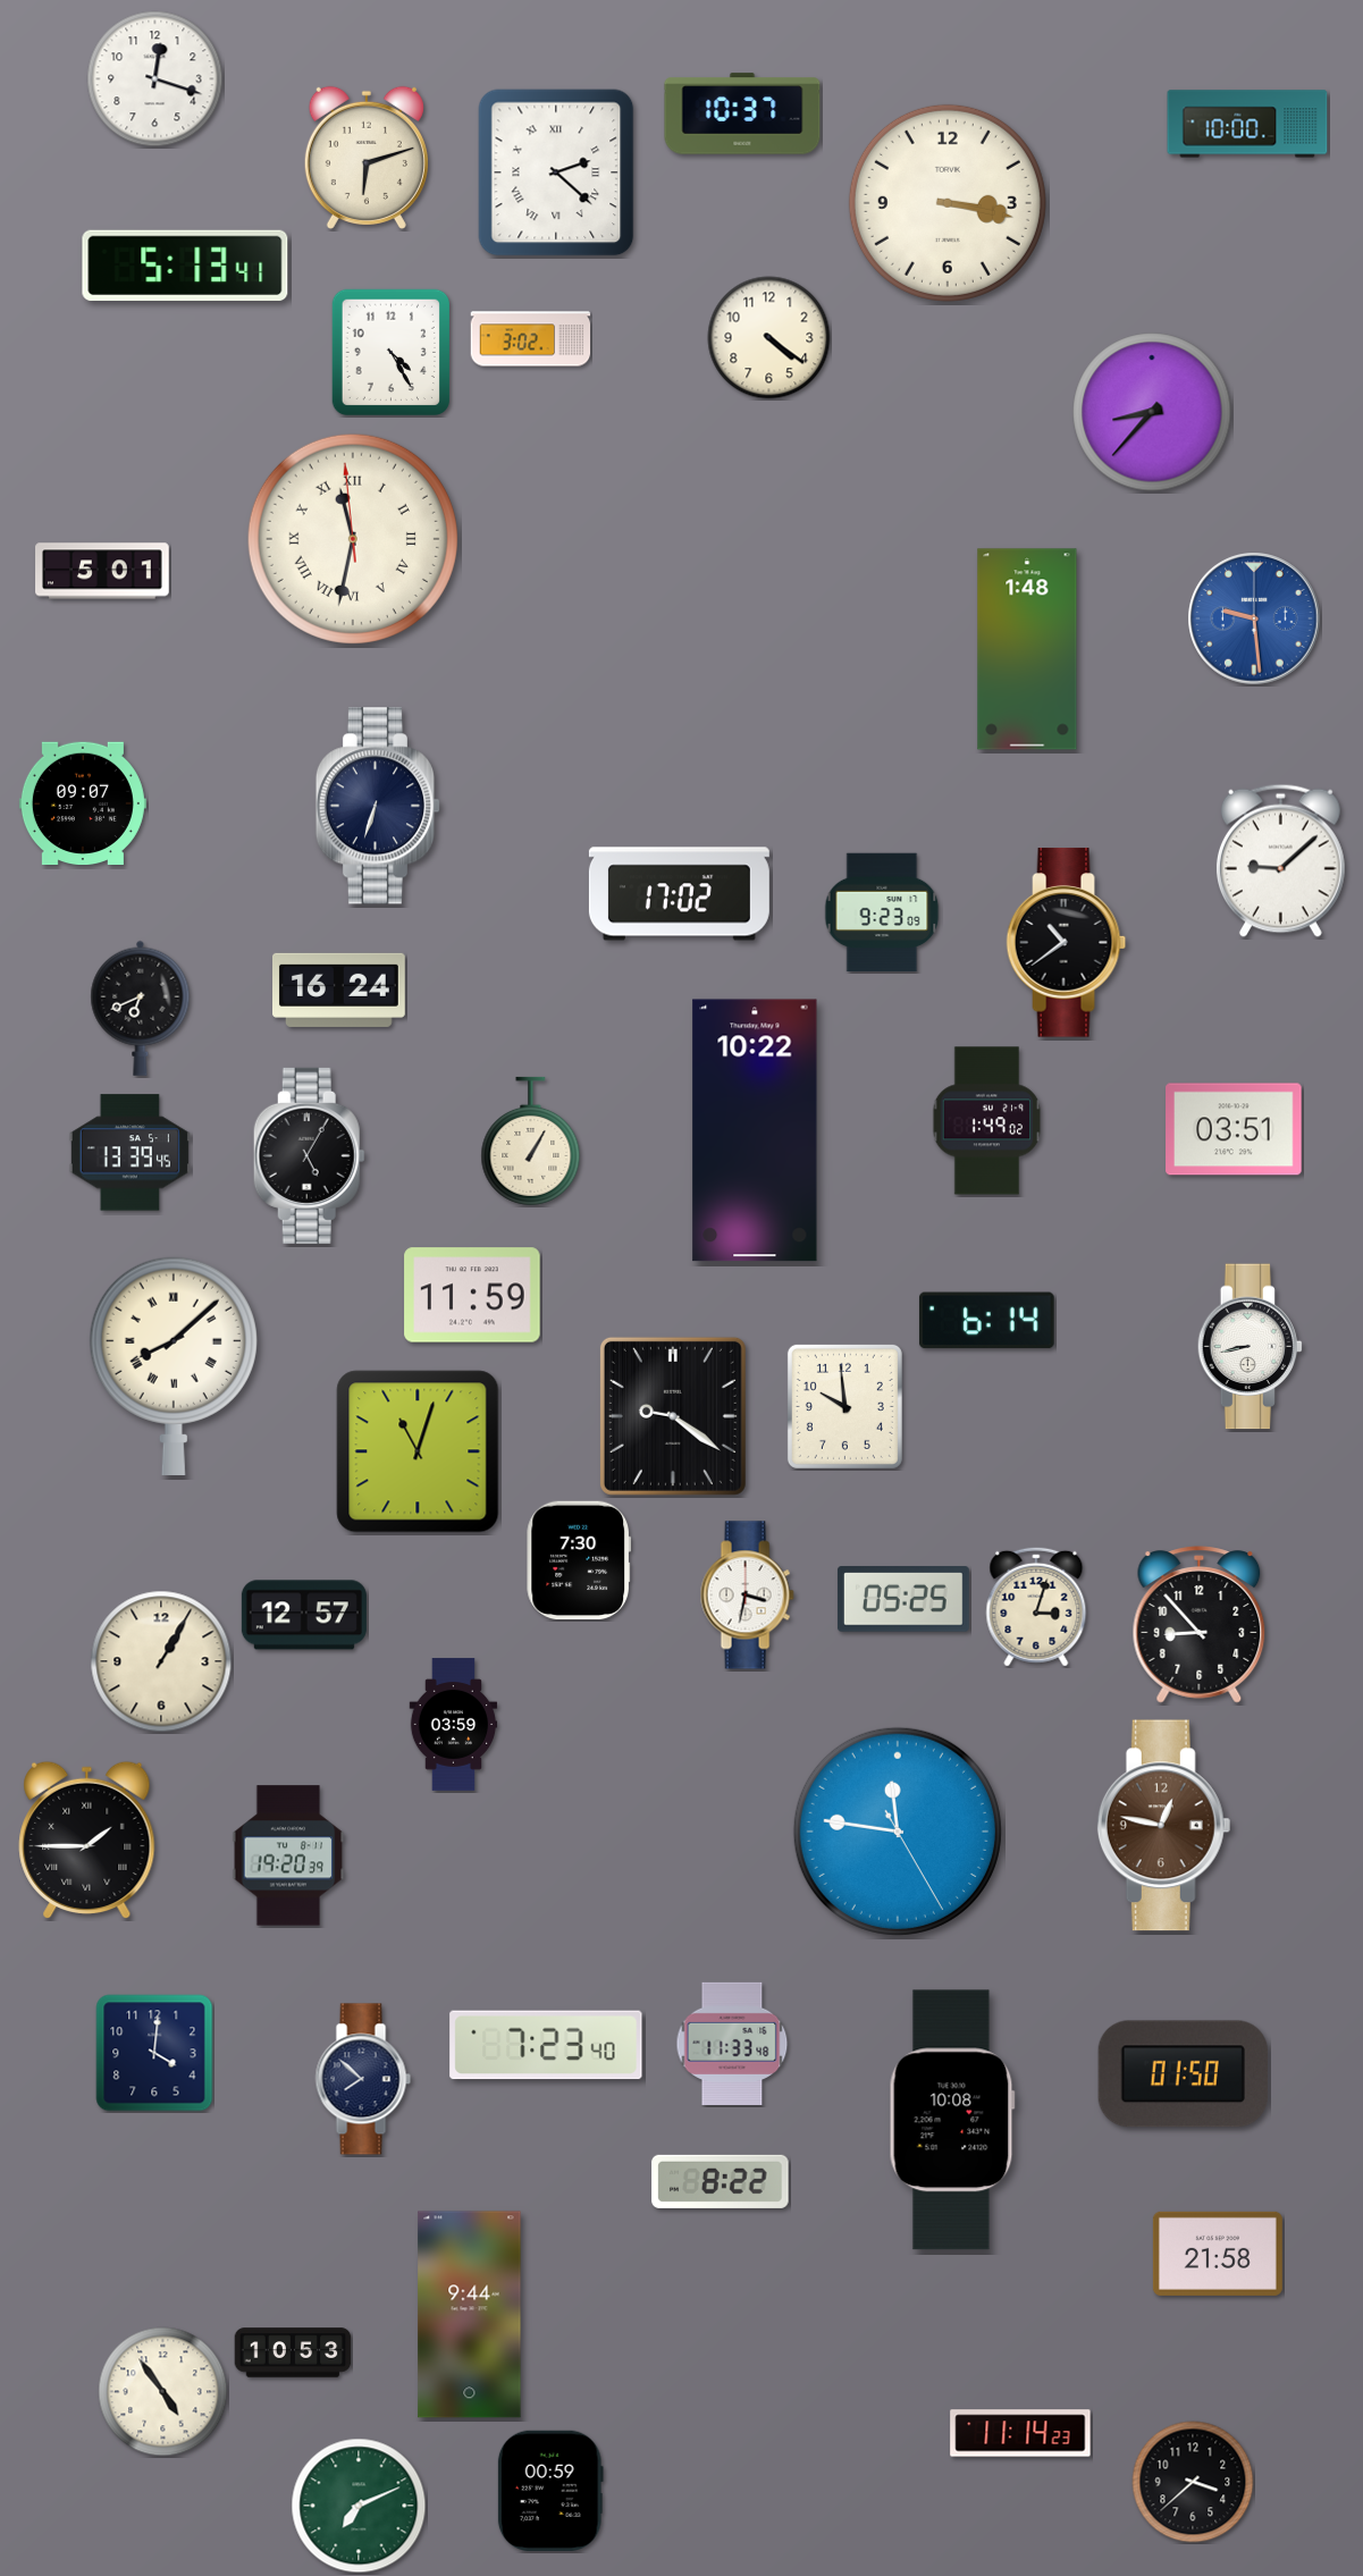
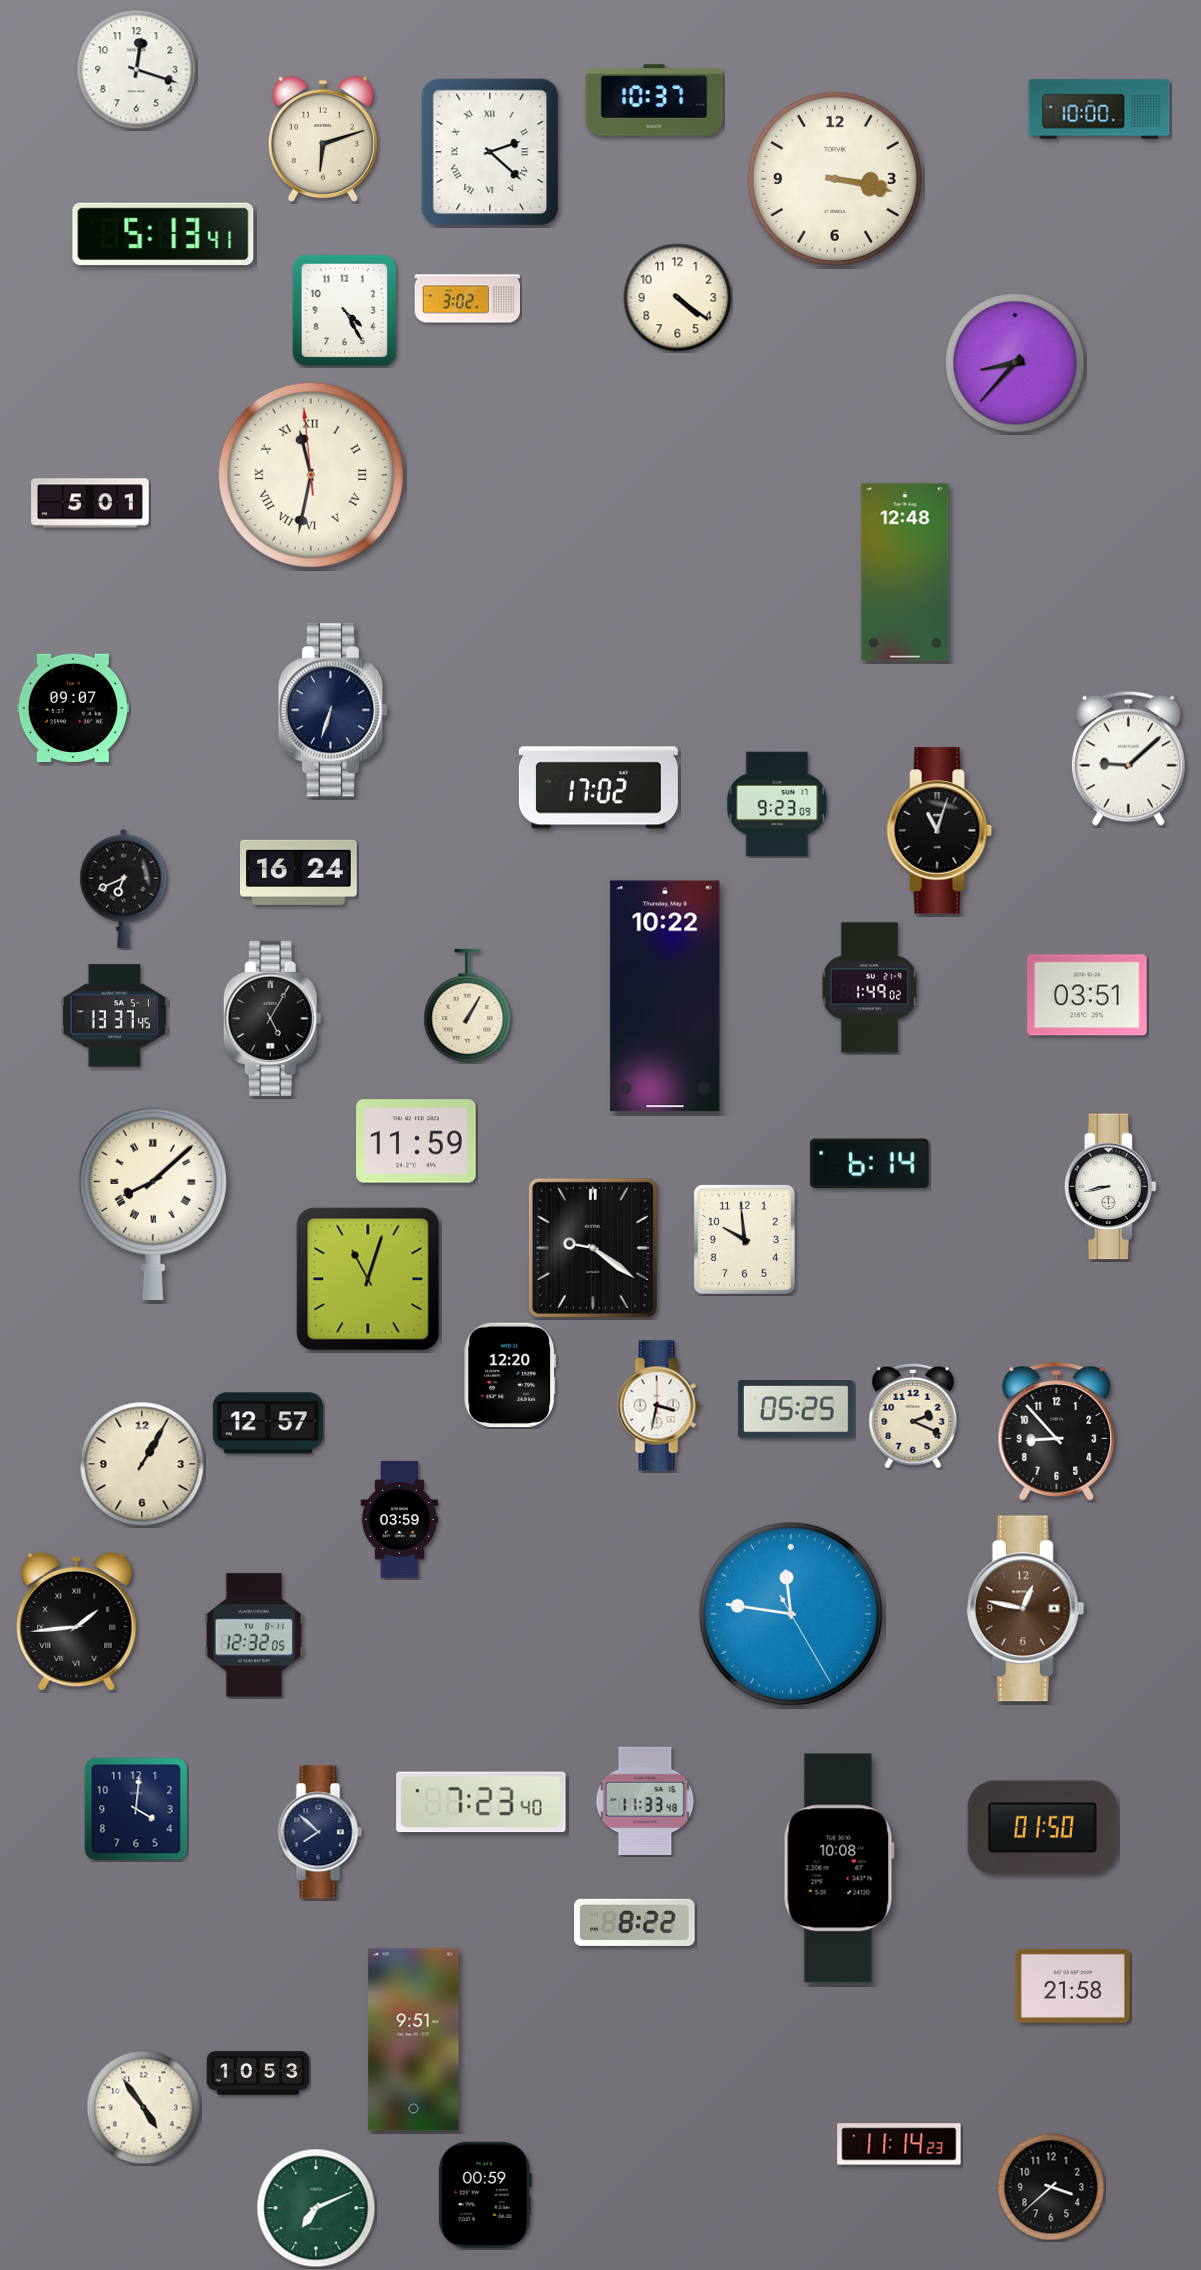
clock at (1254, 618): 9:29 -> none
clock at (1027, 649): 1:48 -> 12:48
clock at (1067, 943): 10:39 -> 11:03
clock at (129, 1153): 13:39 -> 13:37
clock at (1251, 1347) position: (1251, 1347) -> (1111, 1187)
clock at (578, 1560): 7:30 -> 12:20
clock at (1036, 1607): 3:03 -> 2:19
clock at (87, 1841): 1:45 -> 1:44
clock at (288, 1855): 19:20 -> 12:32
clock at (470, 2315): 9:44 -> 9:51
